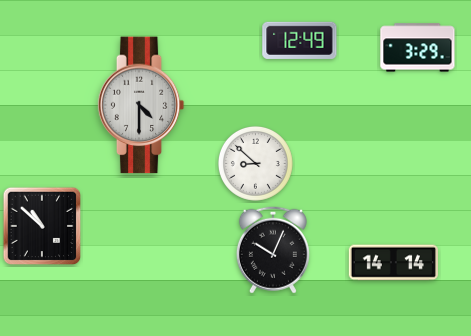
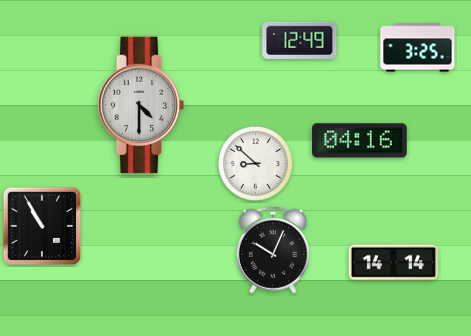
clock at (418, 48): 3:29 -> 3:25
clock at (360, 141): none -> 04:16
clock at (42, 226): 10:52 -> 10:55
